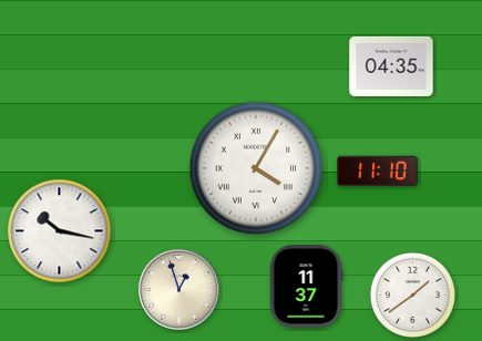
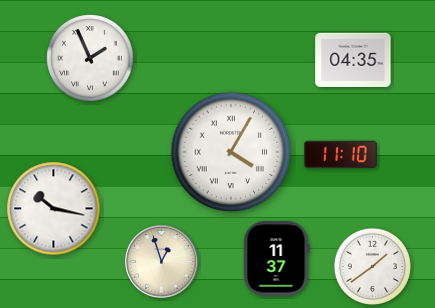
clock at (90, 58): none -> 1:56
